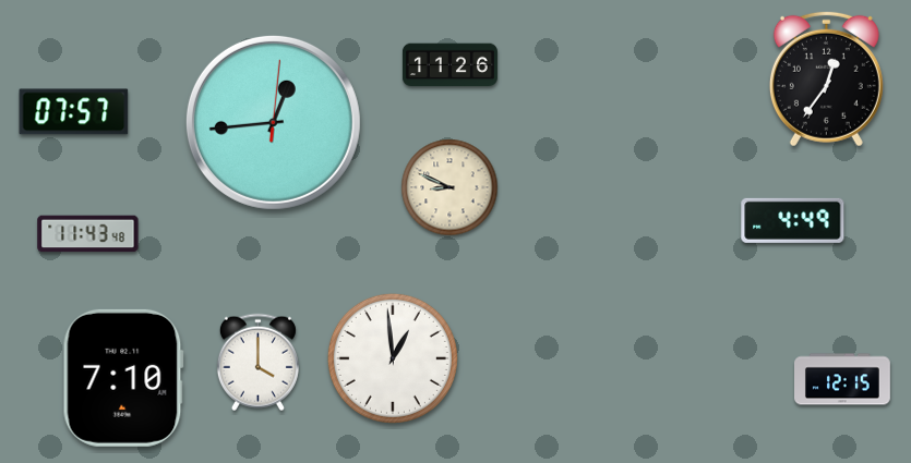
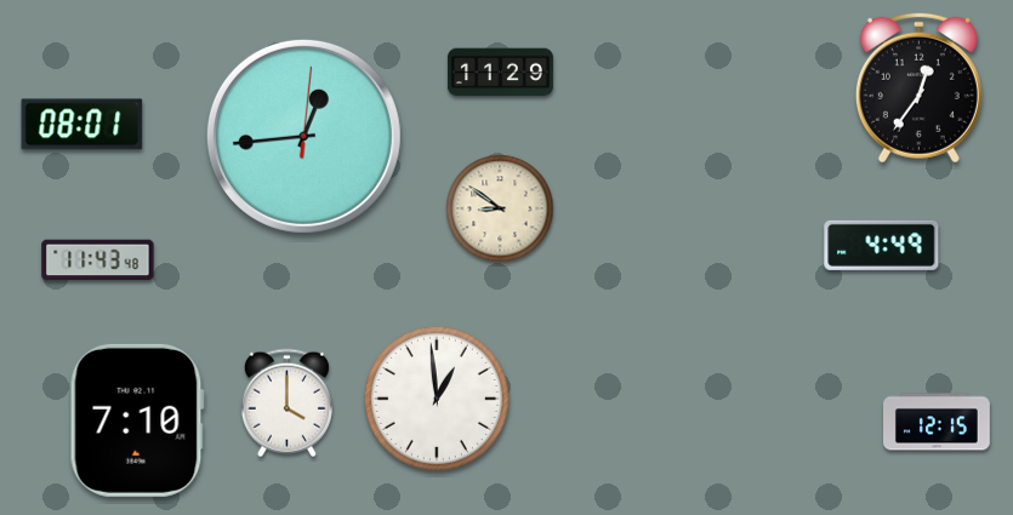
clock at (449, 65): 11:26 -> 11:29
clock at (74, 112): 07:57 -> 08:01
clock at (449, 187): 8:49 -> 8:51
